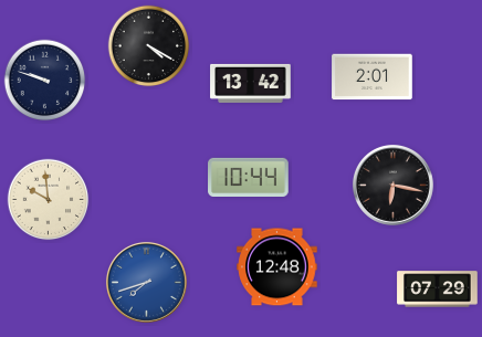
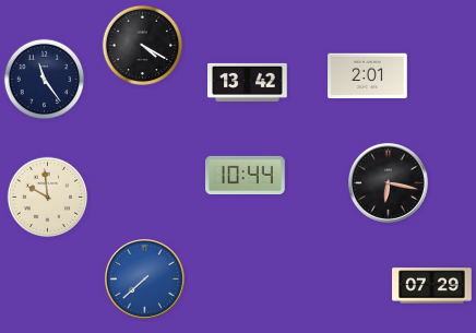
clock at (149, 46) position: (149, 46) -> (143, 46)
clock at (45, 81): 9:48 -> 11:24
clock at (277, 267): 12:48 -> none
clock at (146, 282): 7:42 -> 7:38
